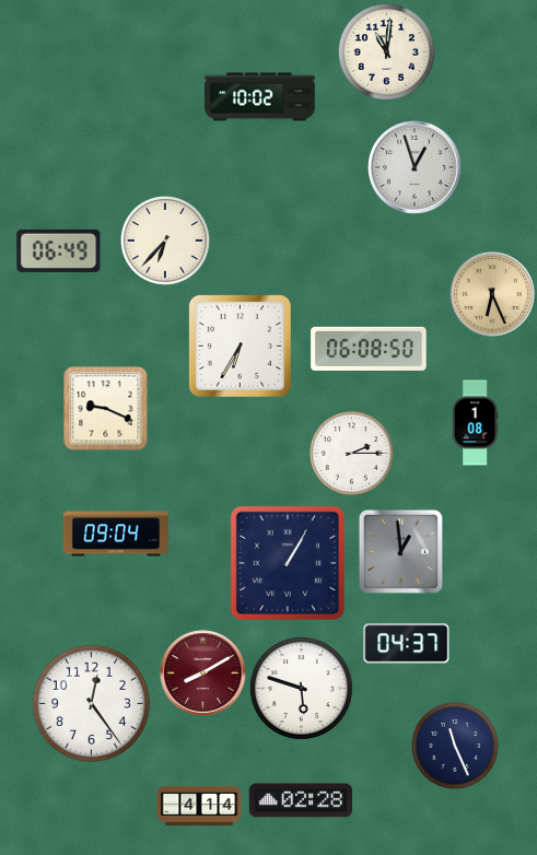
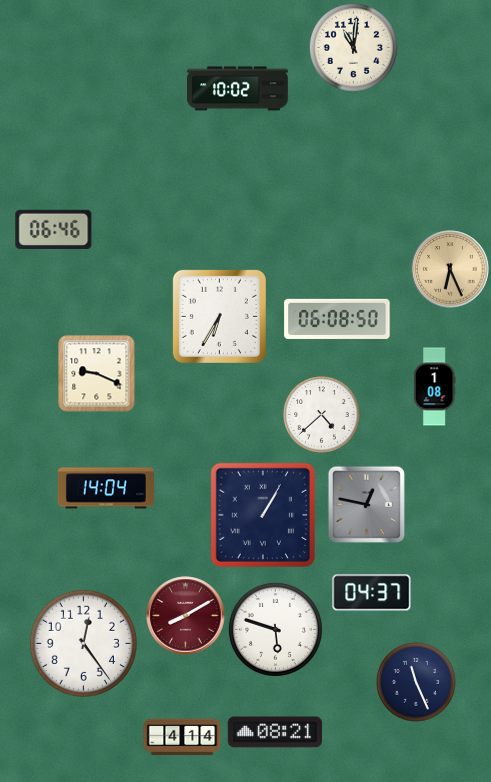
clock at (416, 168): 12:57 -> none
clock at (165, 241): 6:37 -> none
clock at (59, 250): 06:49 -> 06:46
clock at (352, 454): 2:15 -> 4:38
clock at (116, 534): 09:04 -> 14:04
clock at (400, 551): 12:59 -> 12:47
clock at (407, 644) position: (407, 644) -> (372, 593)
clock at (300, 800): 02:28 -> 08:21
